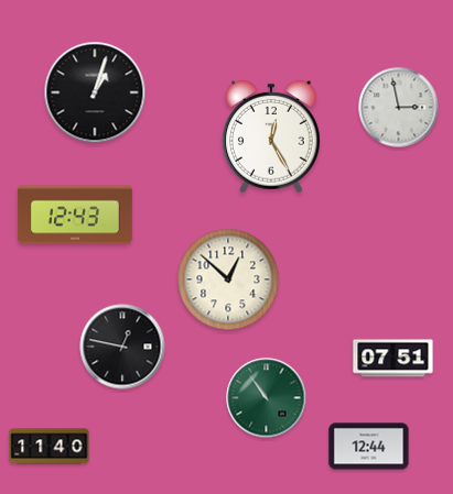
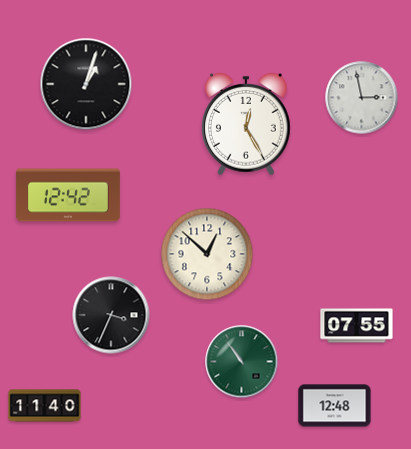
clock at (75, 215): 12:43 -> 12:42
clock at (122, 347): 12:47 -> 3:34
clock at (393, 359): 07:51 -> 07:55
clock at (369, 447): 12:44 -> 12:48
